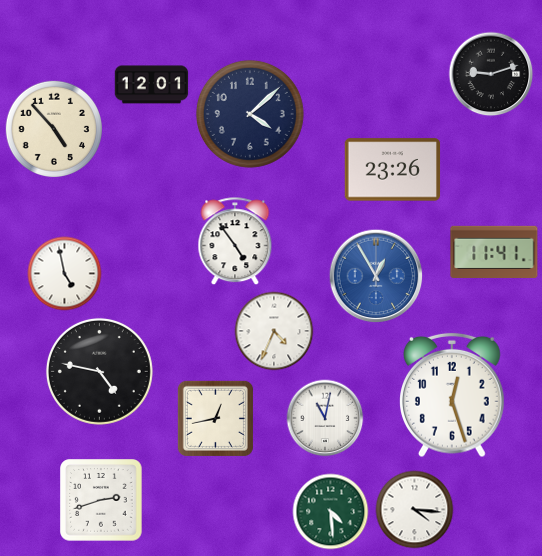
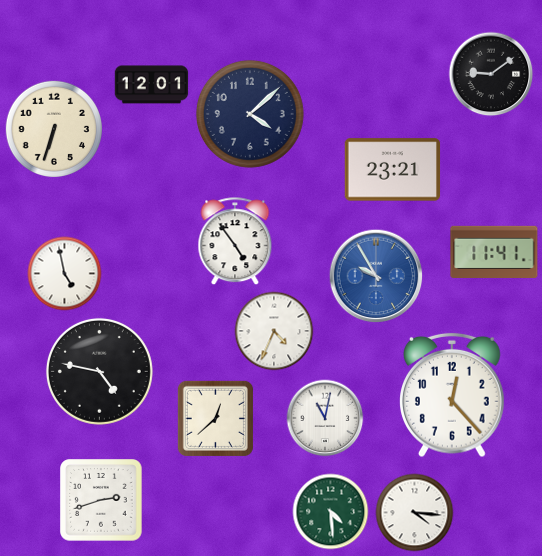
clock at (491, 74): 9:12 -> 9:09
clock at (53, 128): 4:53 -> 6:33
clock at (393, 170): 23:26 -> 23:21
clock at (376, 276): 12:55 -> 9:55
clock at (453, 395): 12:27 -> 12:23
clock at (215, 418): 12:43 -> 12:38
clock at (415, 510) position: (415, 510) -> (415, 513)
